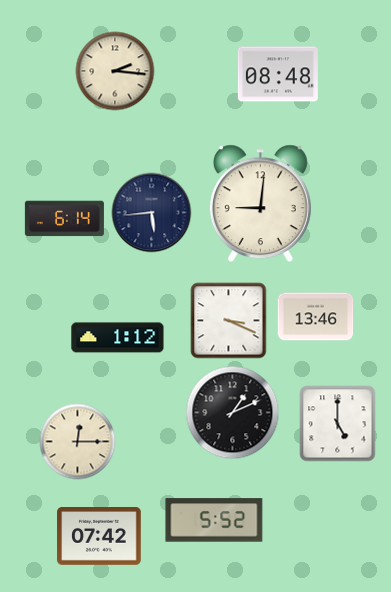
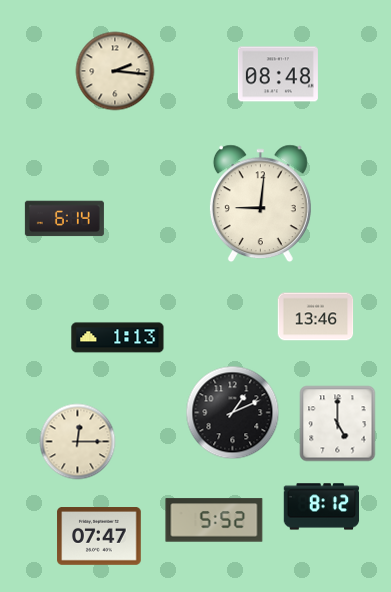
clock at (152, 213): 5:44 -> none
clock at (229, 321): 3:19 -> none
clock at (118, 338): 1:12 -> 1:13
clock at (322, 507): none -> 8:12
clock at (99, 537): 07:42 -> 07:47
